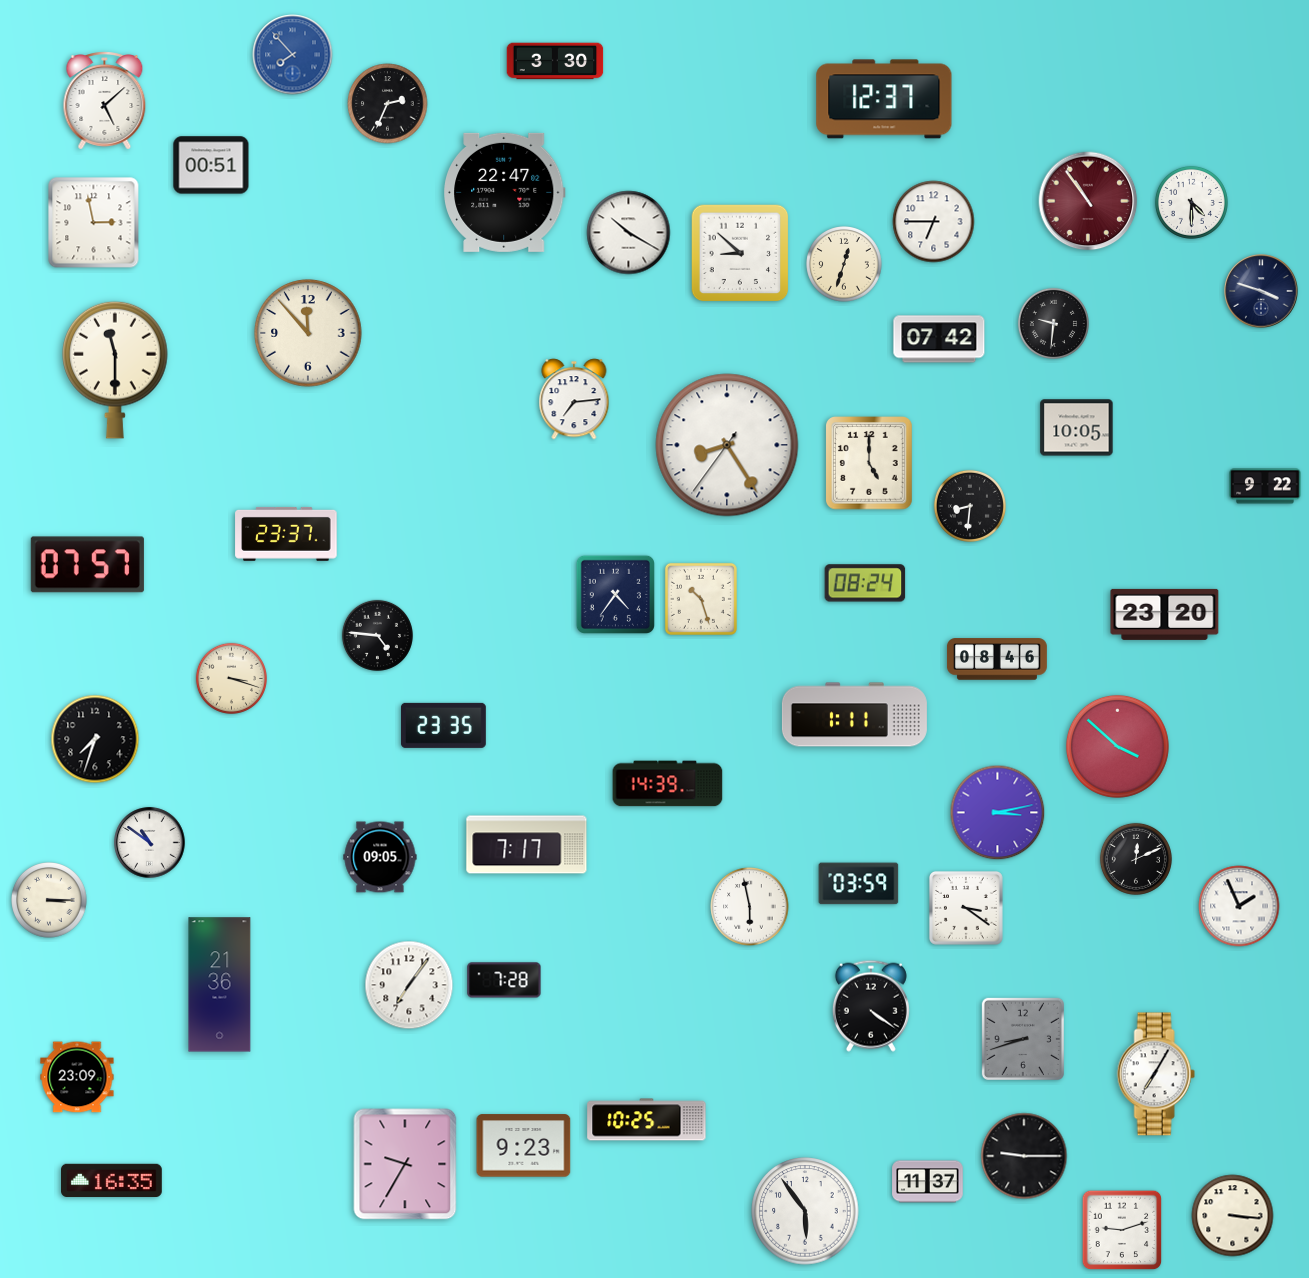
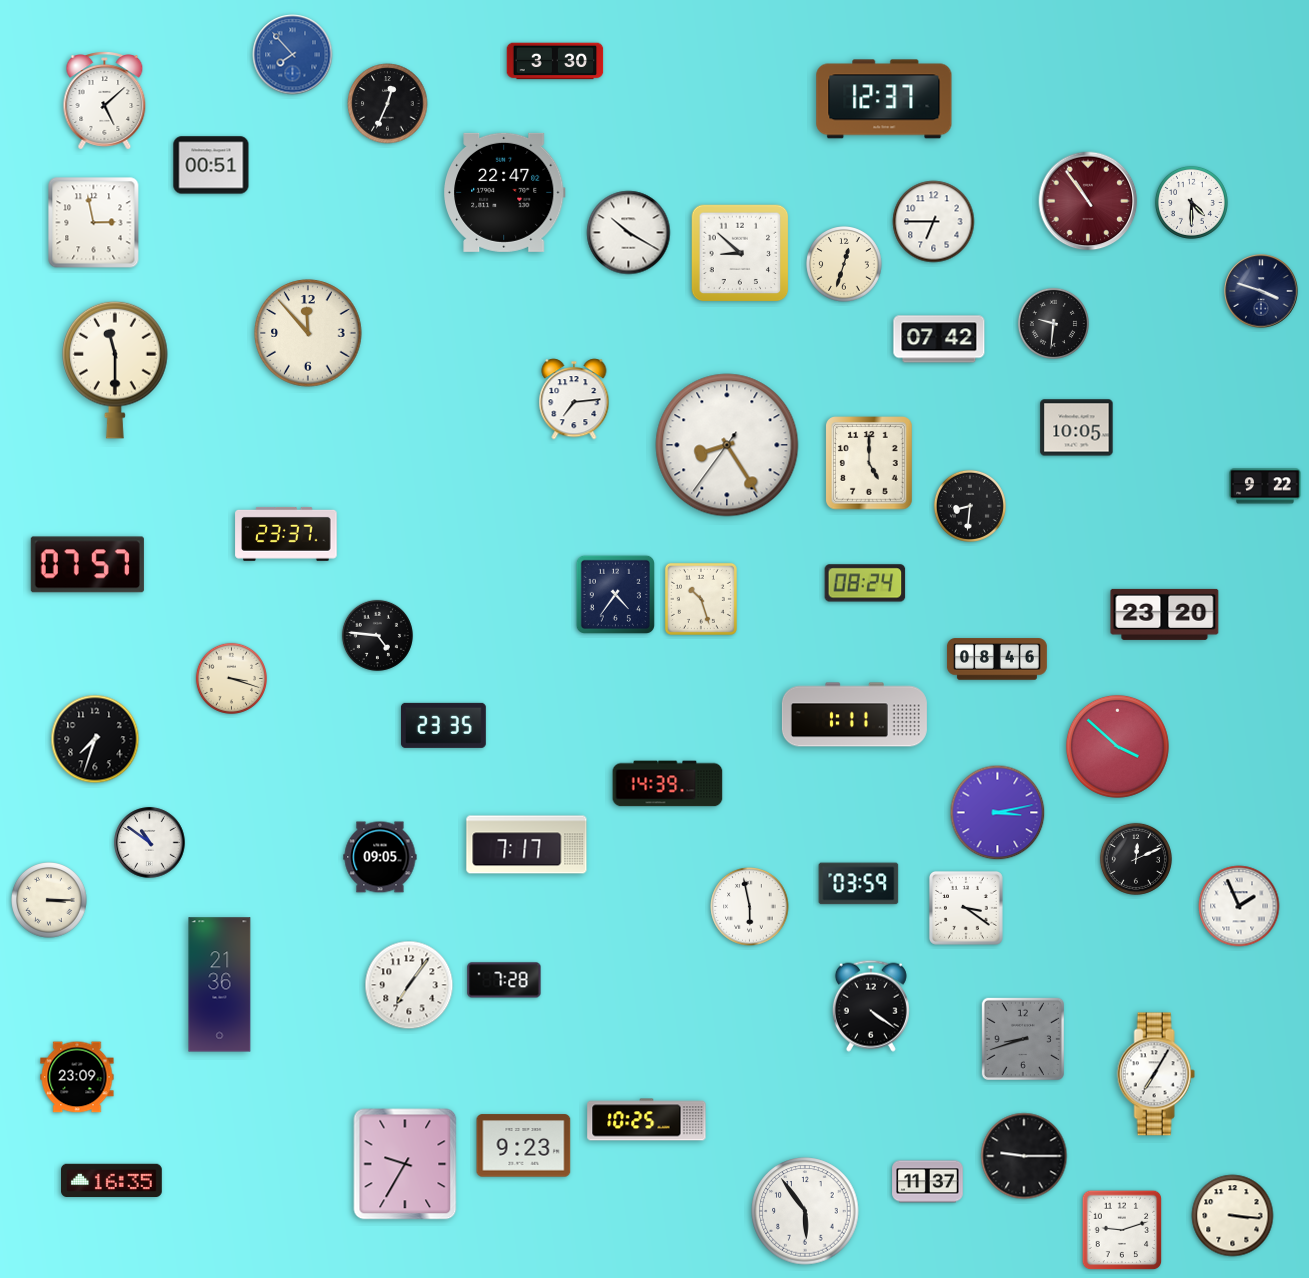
clock at (388, 104): 2:34 -> 12:34
